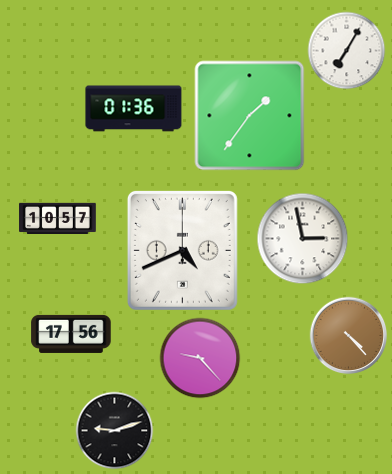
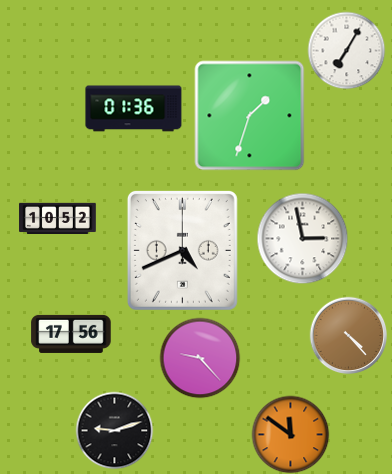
clock at (250, 116): 1:36 -> 1:33
clock at (58, 218): 10:57 -> 10:52
clock at (290, 434): none -> 11:51
